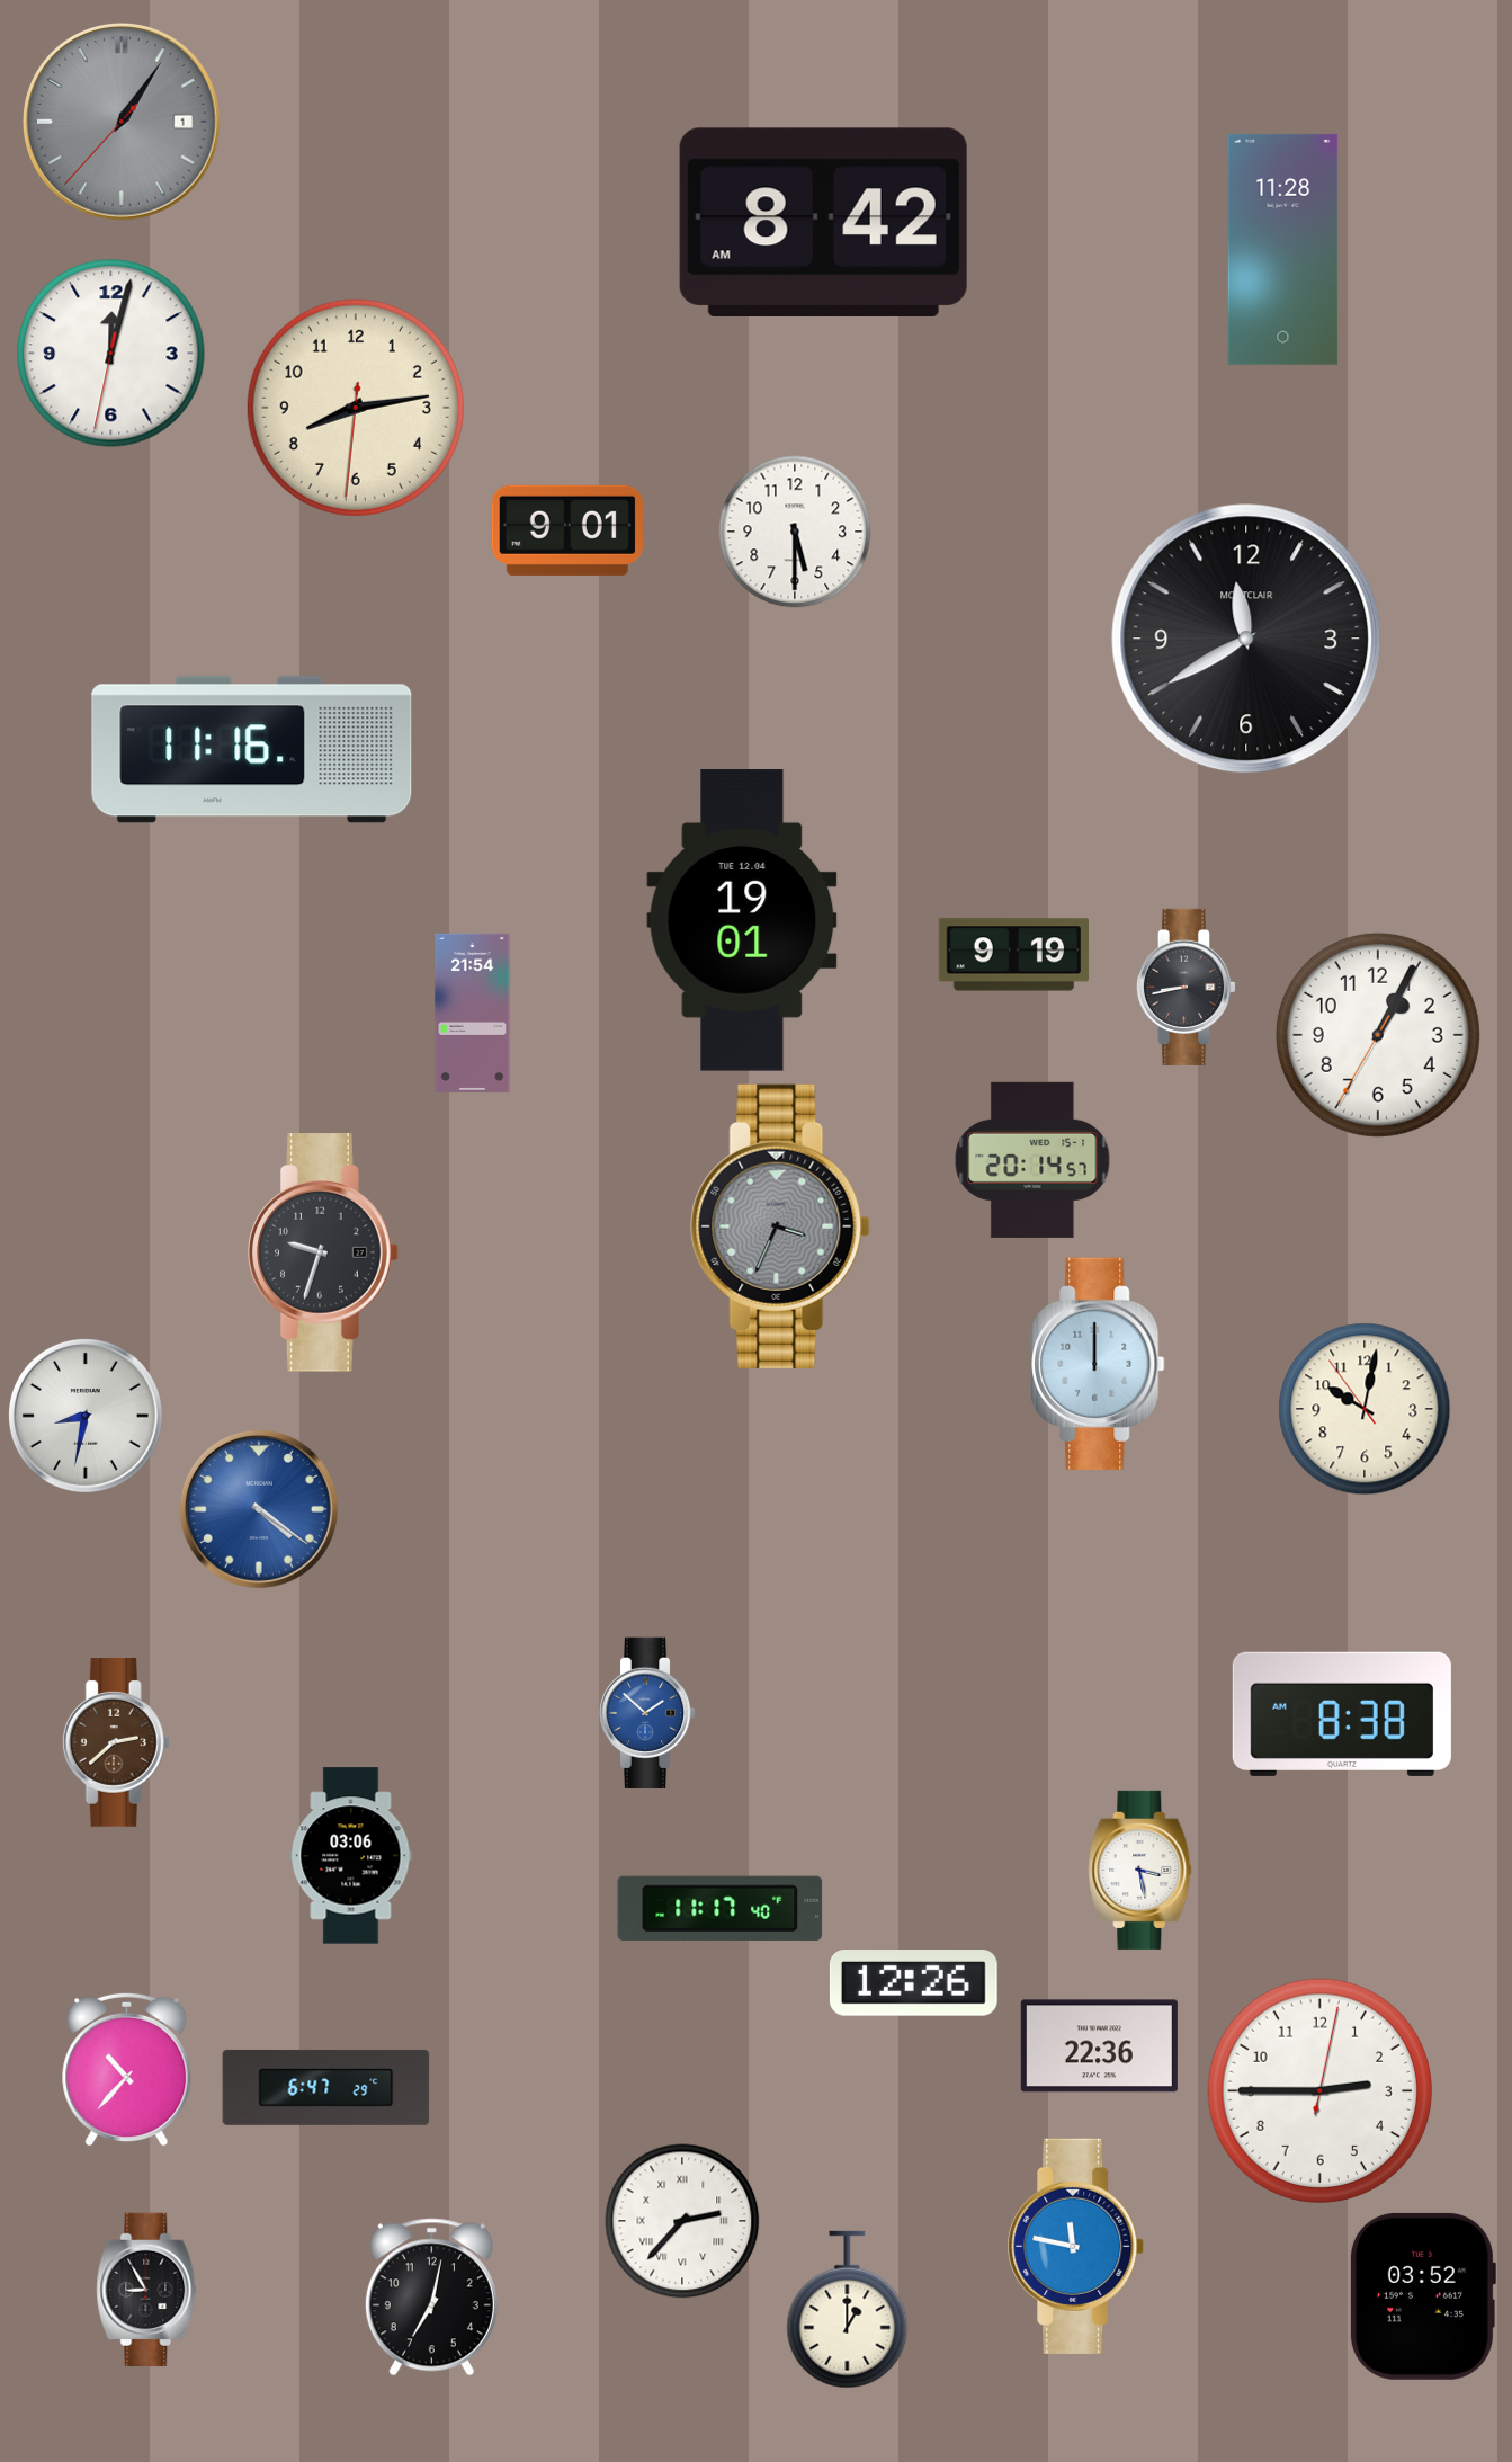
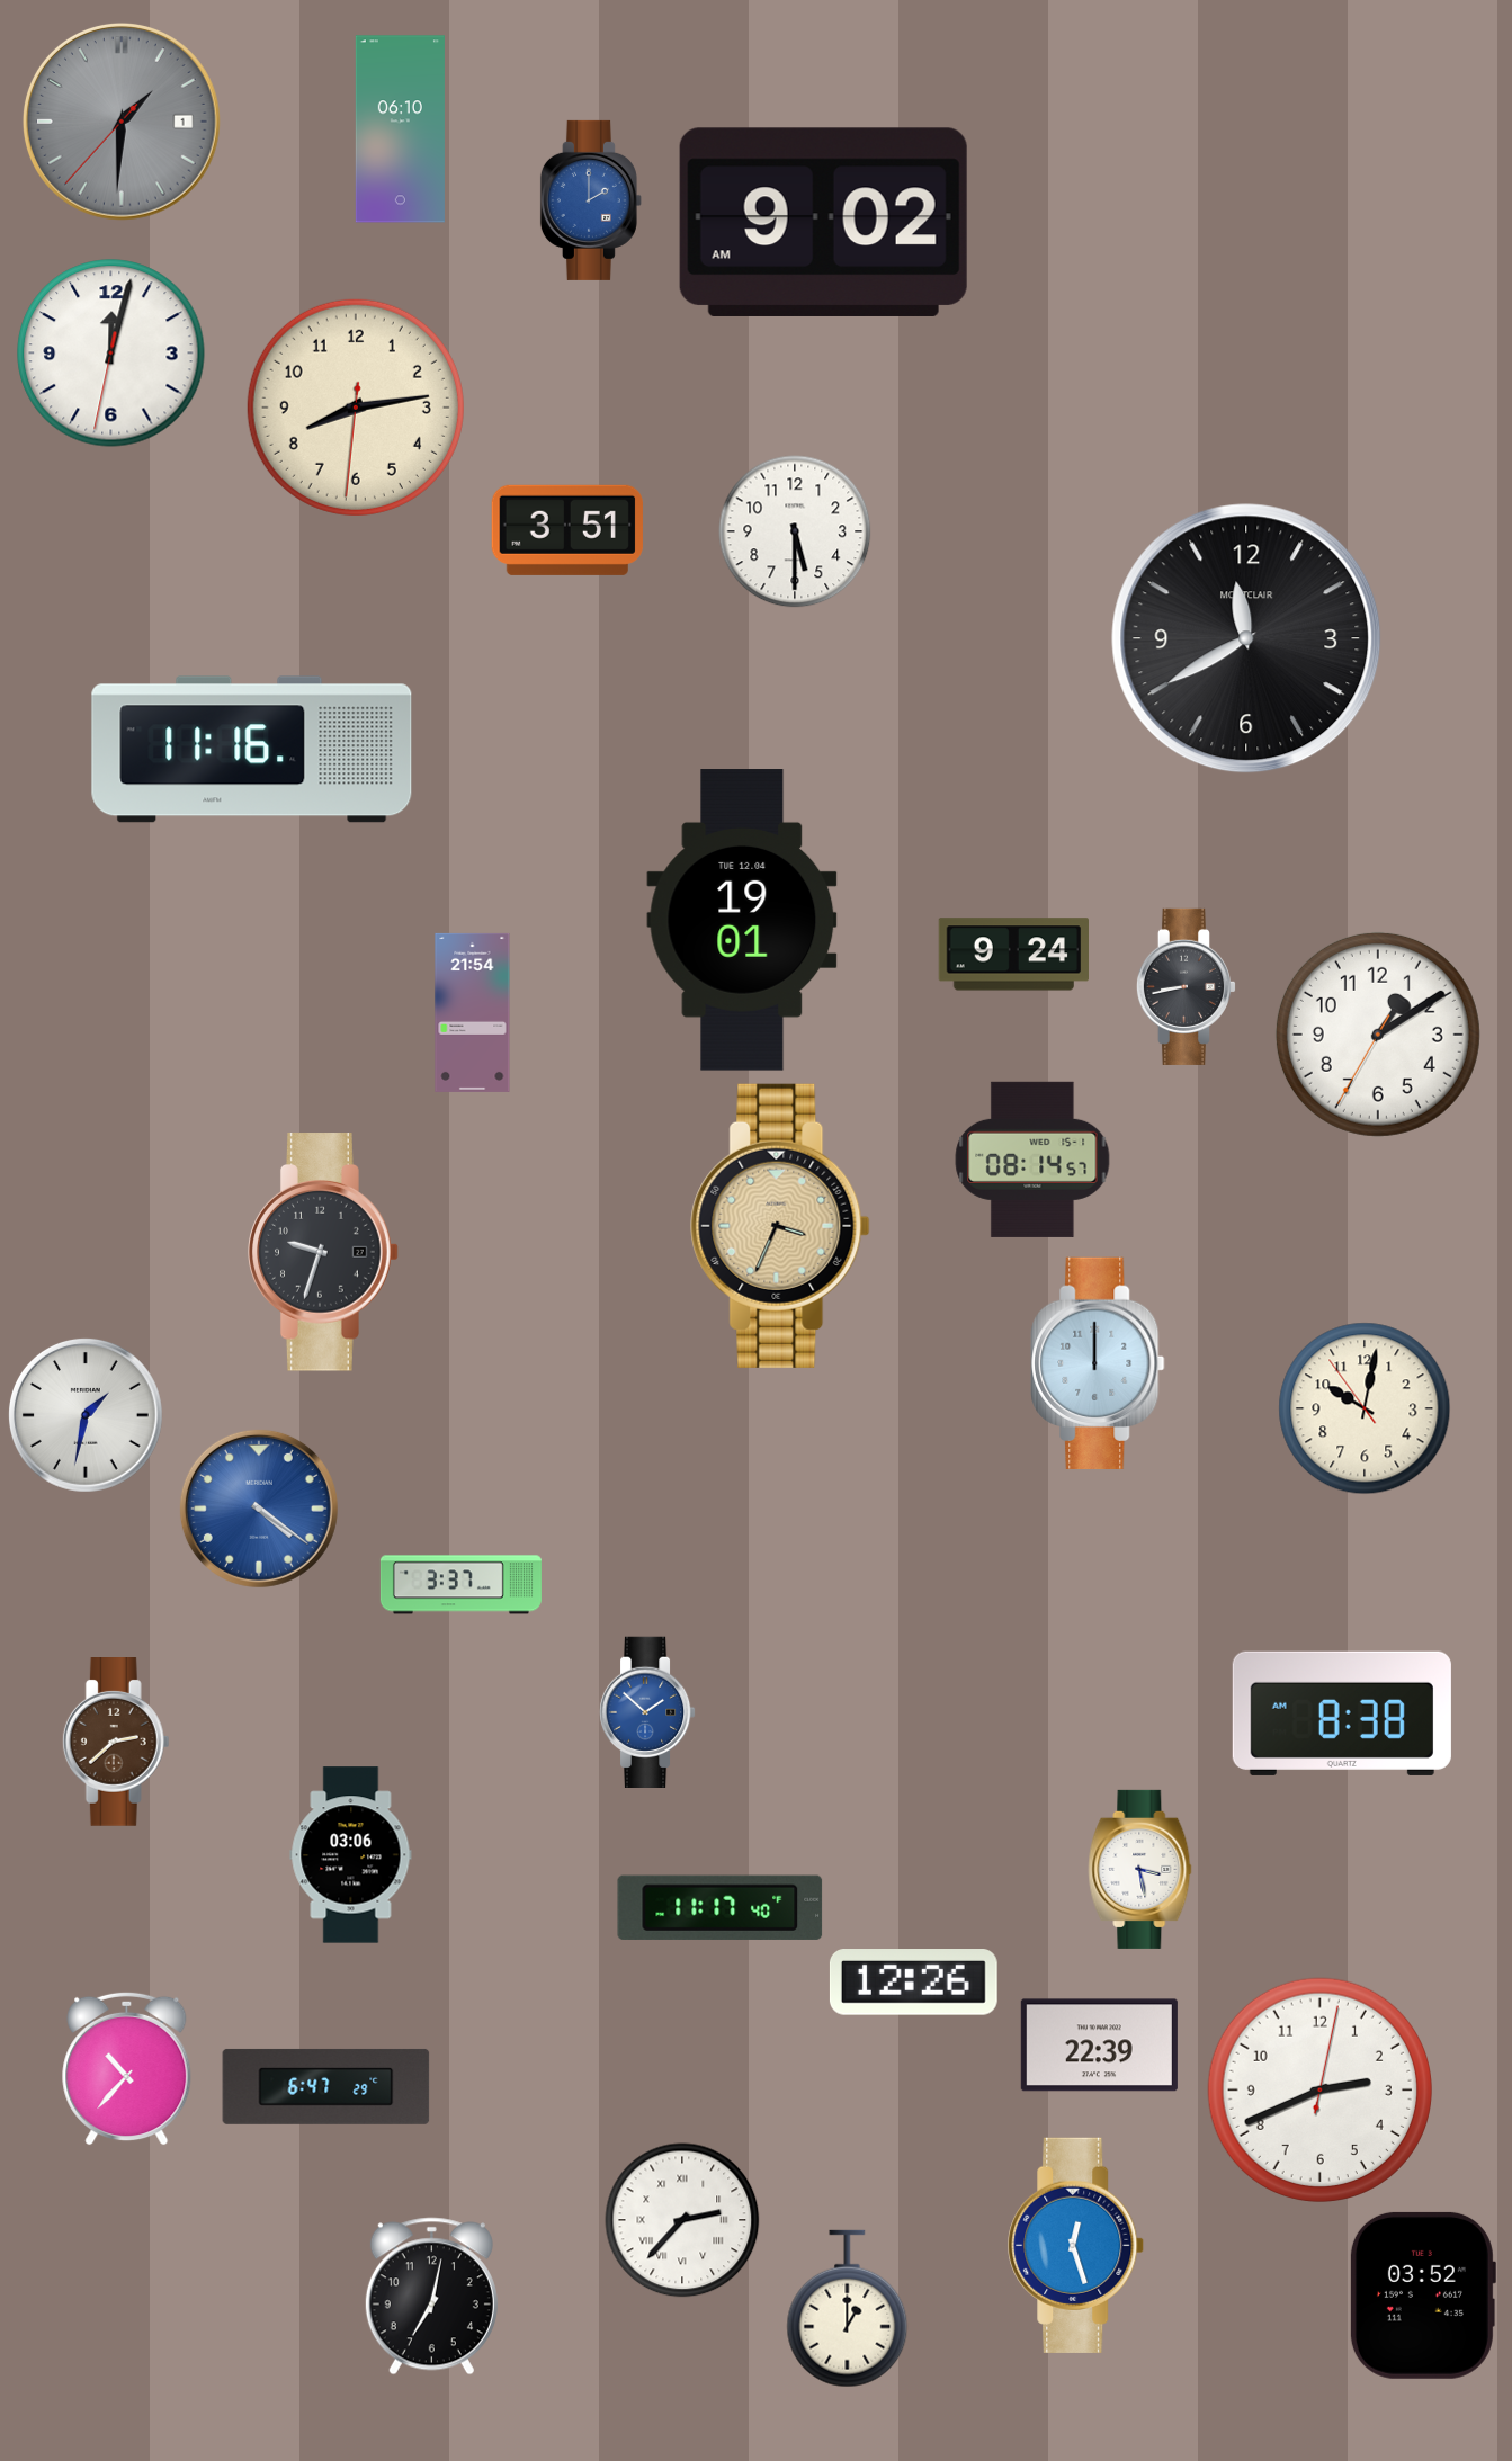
clock at (122, 122): 1:05 -> 1:30
clock at (400, 129): none -> 06:10
clock at (591, 200): none -> 2:00
clock at (823, 222): 8:42 -> 9:02
clock at (1283, 249): 11:28 -> none
clock at (567, 530): 9:01 -> 3:51
clock at (1013, 955): 9:19 -> 9:24
clock at (1378, 1035): 1:04 -> 1:09
clock at (1032, 1160): 20:14 -> 08:14
clock at (780, 1226) dial: grey -> champagne
clock at (86, 1416): 8:32 -> 1:32
clock at (460, 1585): none -> 3:37
clock at (1099, 2046): 22:36 -> 22:39
clock at (1319, 2090): 2:45 -> 2:41
clock at (1076, 2246): 11:47 -> 12:27
clock at (146, 2290): 8:55 -> none
